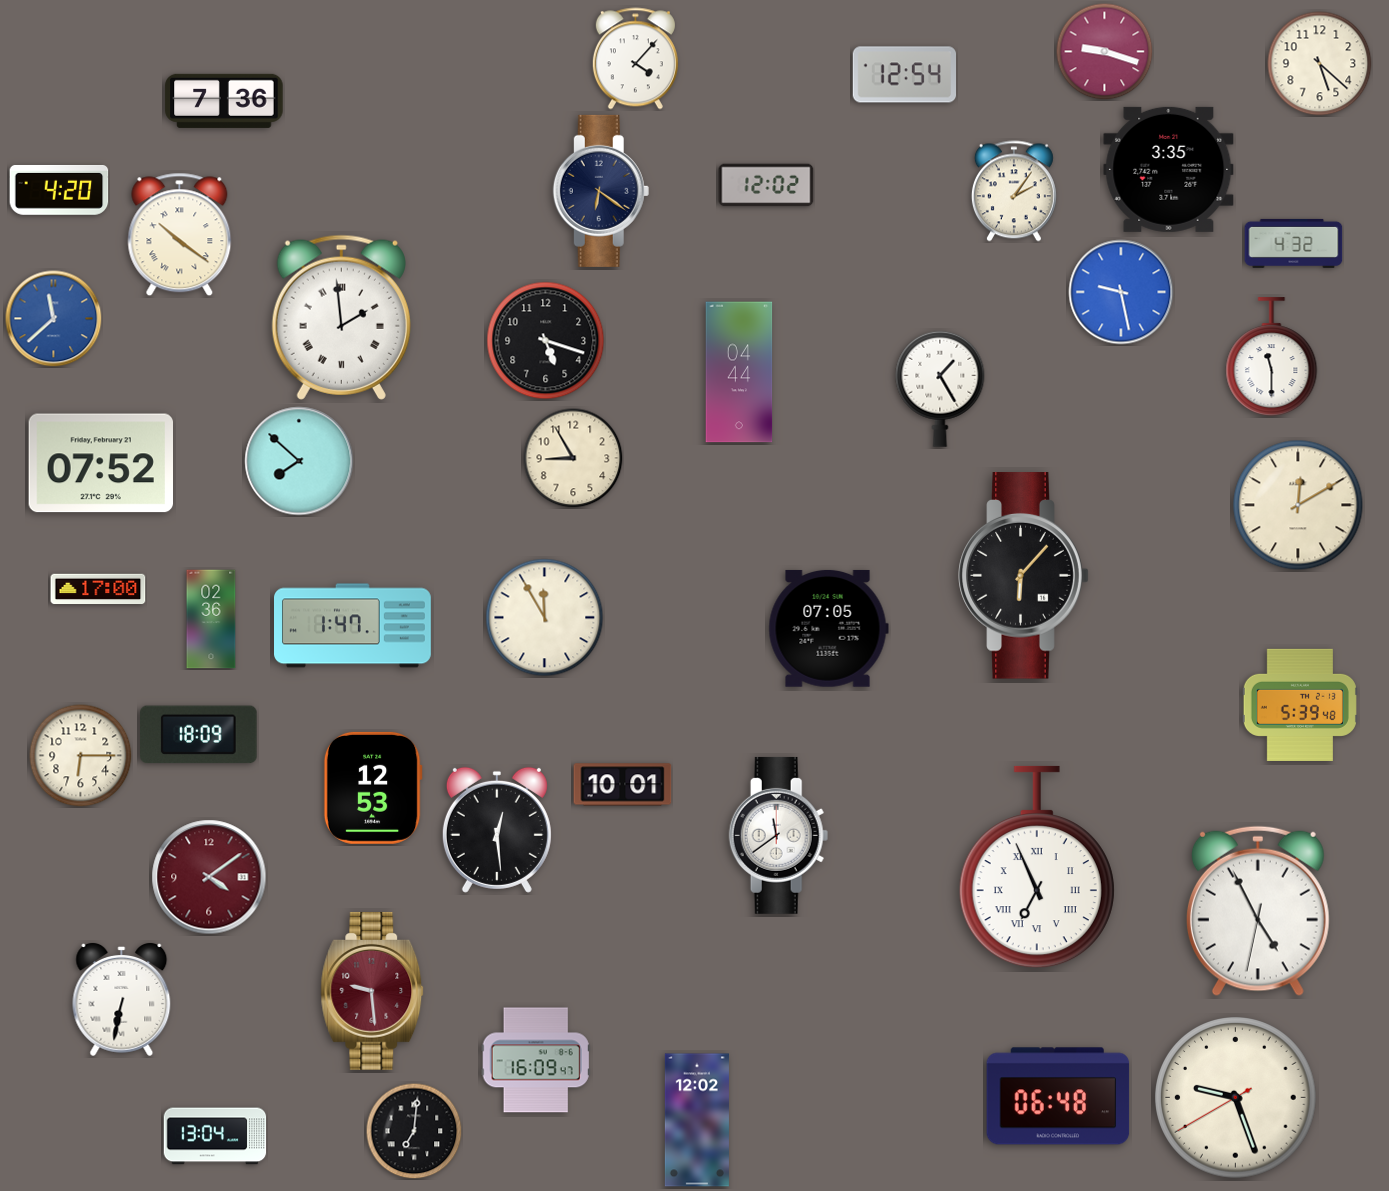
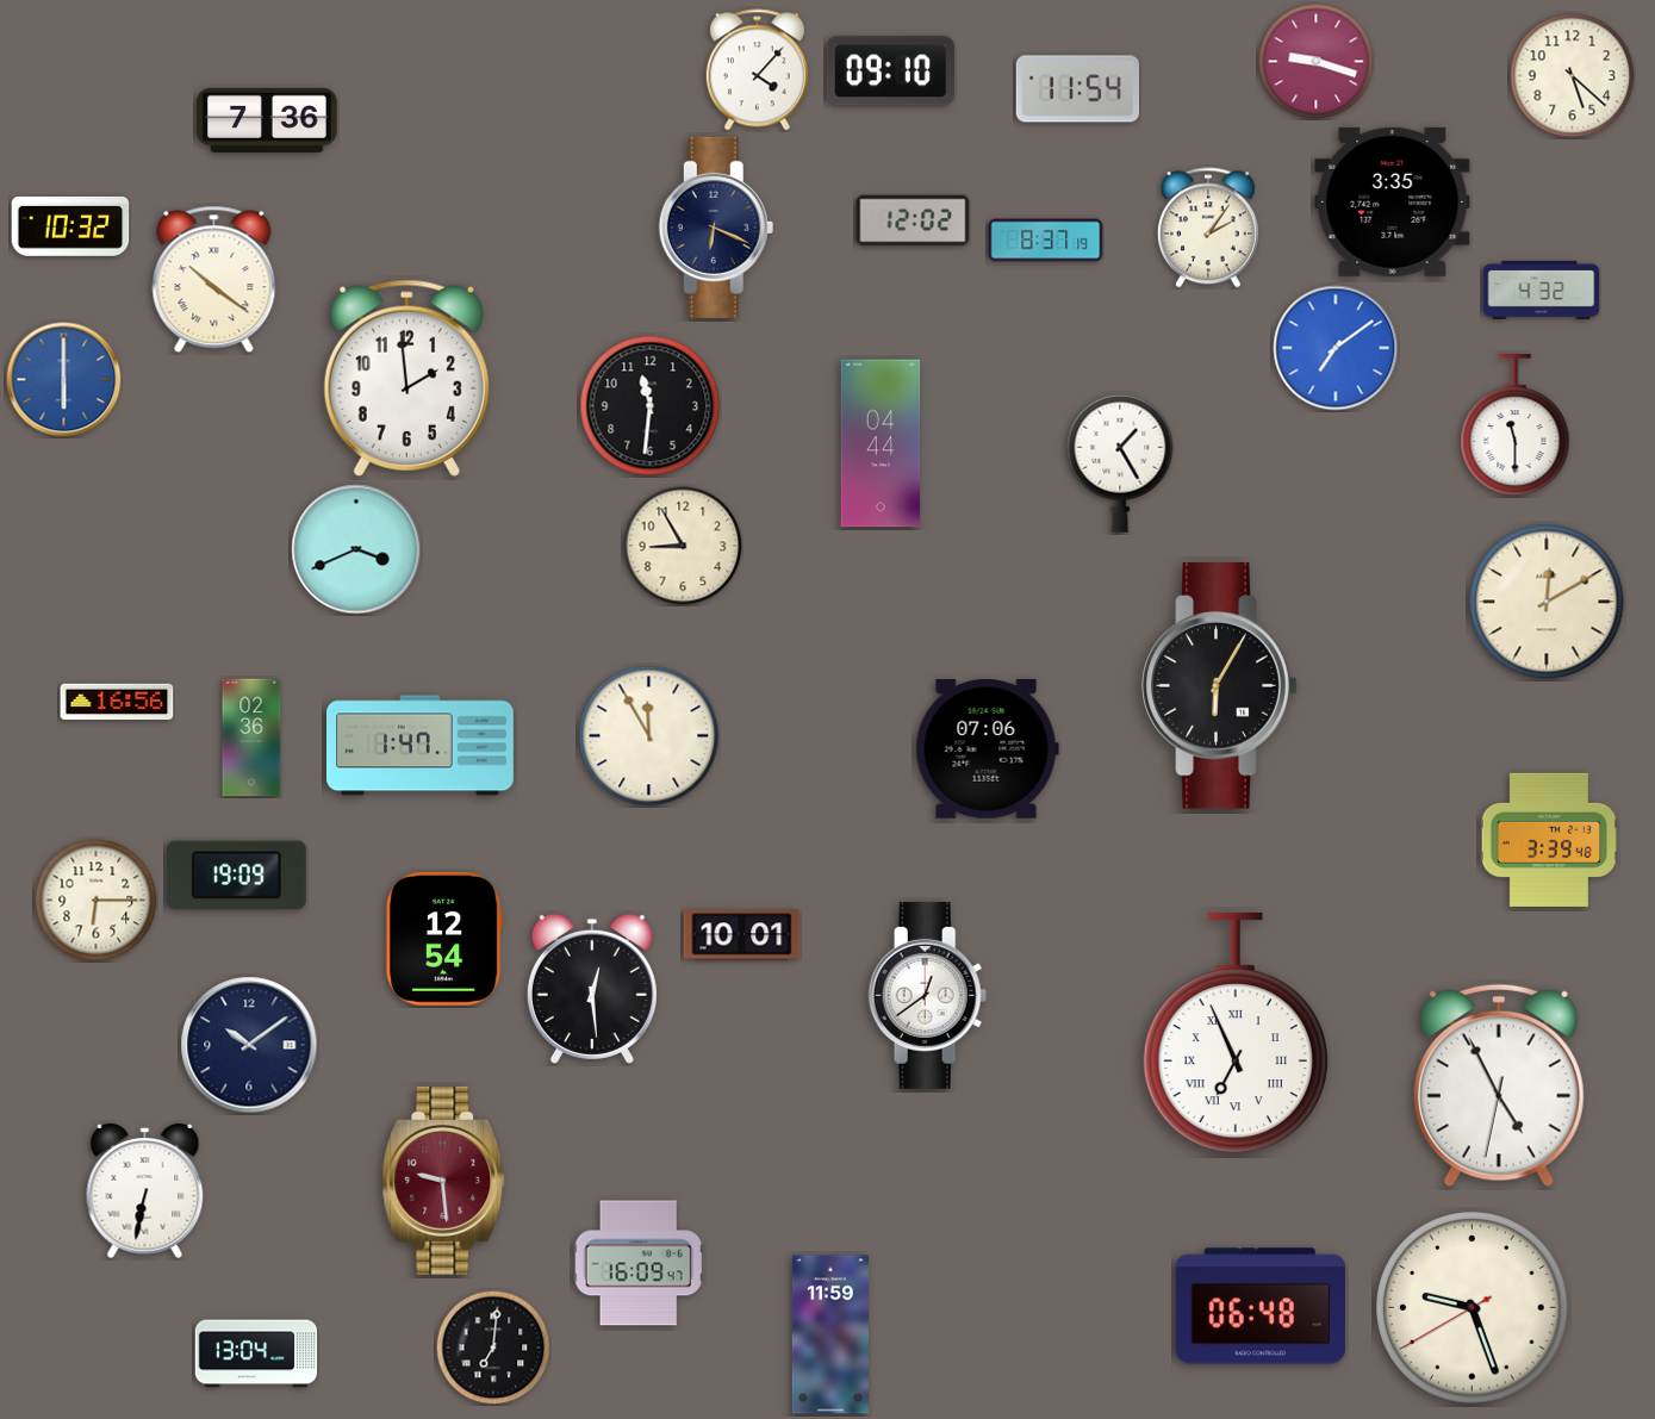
clock at (890, 71): none -> 09:10
clock at (905, 75): 12:54 -> 11:54
clock at (59, 190): 4:20 -> 10:32
clock at (601, 191): 6:21 -> 6:19
clock at (1046, 241): none -> 8:37
clock at (1121, 292): 9:28 -> 7:09
clock at (341, 317) numerals: Roman -> Arabic
clock at (54, 319): 11:38 -> 6:00
clock at (546, 341): 5:18 -> 11:31
clock at (299, 461): 7:52 -> 3:41
clock at (100, 463): 07:52 -> none
clock at (1024, 576): 6:07 -> 6:05
clock at (98, 589): 17:00 -> 16:56
clock at (828, 628): 07:05 -> 07:06
clock at (1300, 705): 5:39 -> 3:39
clock at (199, 735): 18:09 -> 19:09
clock at (373, 788): 12:53 -> 12:54
clock at (779, 835): 11:39 -> 12:39
clock at (209, 877): 4:09 -> 10:09
clock at (209, 877) dial: burgundy -> navy
clock at (697, 1120): 12:02 -> 11:59
